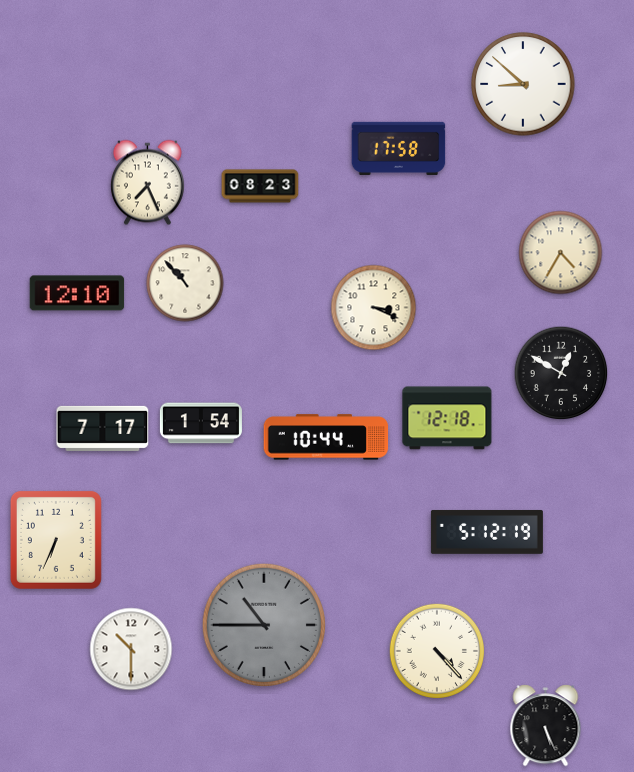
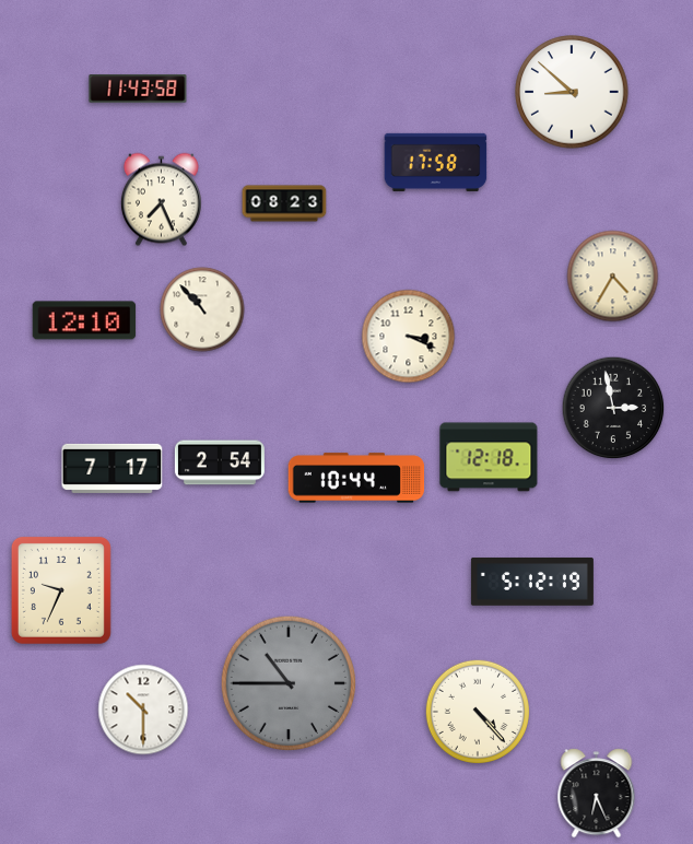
clock at (138, 89): none -> 11:43
clock at (561, 373): 12:50 -> 2:58
clock at (201, 423): 1:54 -> 2:54
clock at (56, 540): 6:34 -> 9:34
clock at (546, 726): 5:26 -> 6:26
